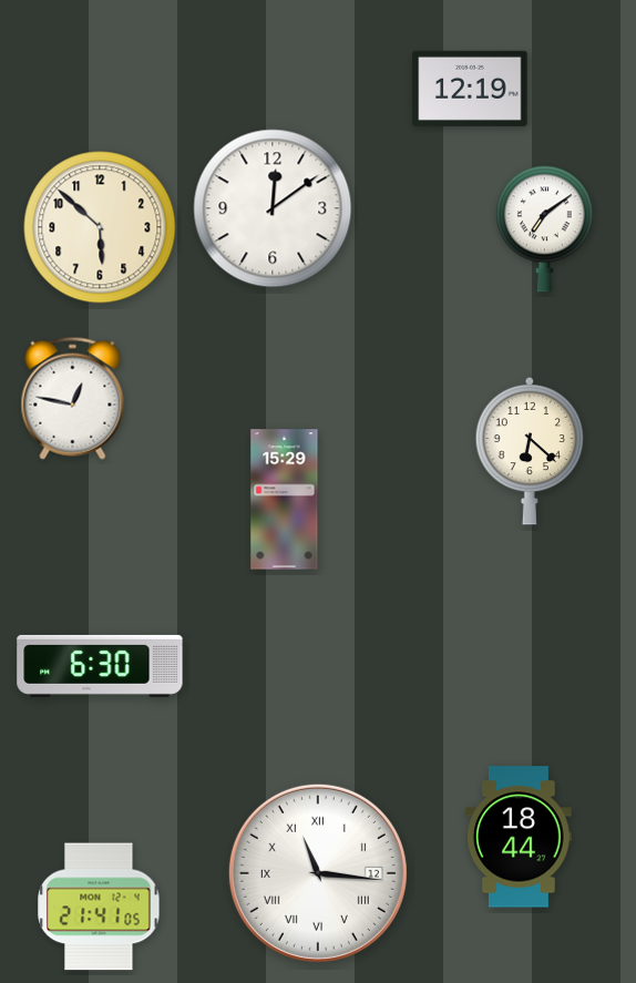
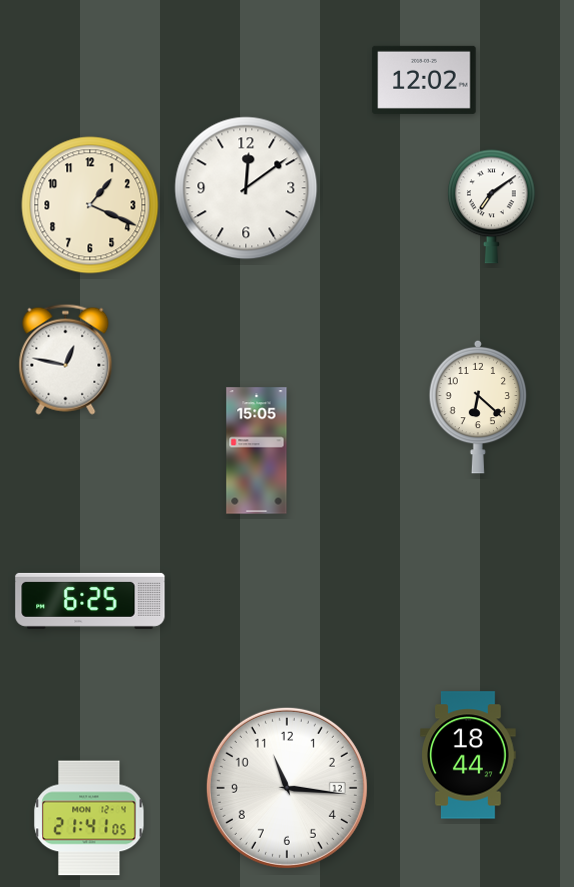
clock at (470, 89): 12:19 -> 12:02
clock at (100, 227): 5:52 -> 1:19
clock at (285, 500): 15:29 -> 15:05
clock at (100, 666): 6:30 -> 6:25
clock at (318, 873) numerals: Roman -> Arabic
